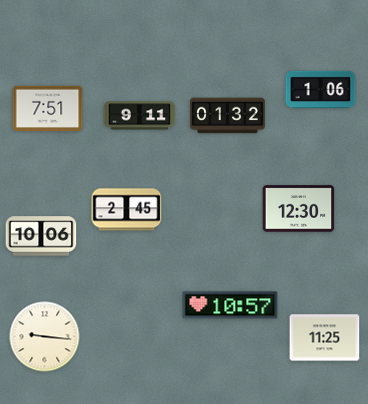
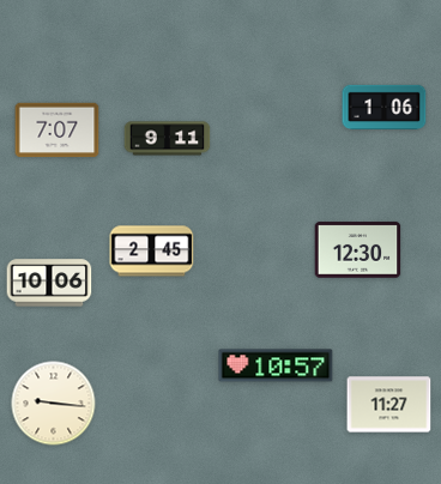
clock at (48, 109): 7:51 -> 7:07
clock at (228, 116): 01:32 -> none
clock at (325, 338): 11:25 -> 11:27
